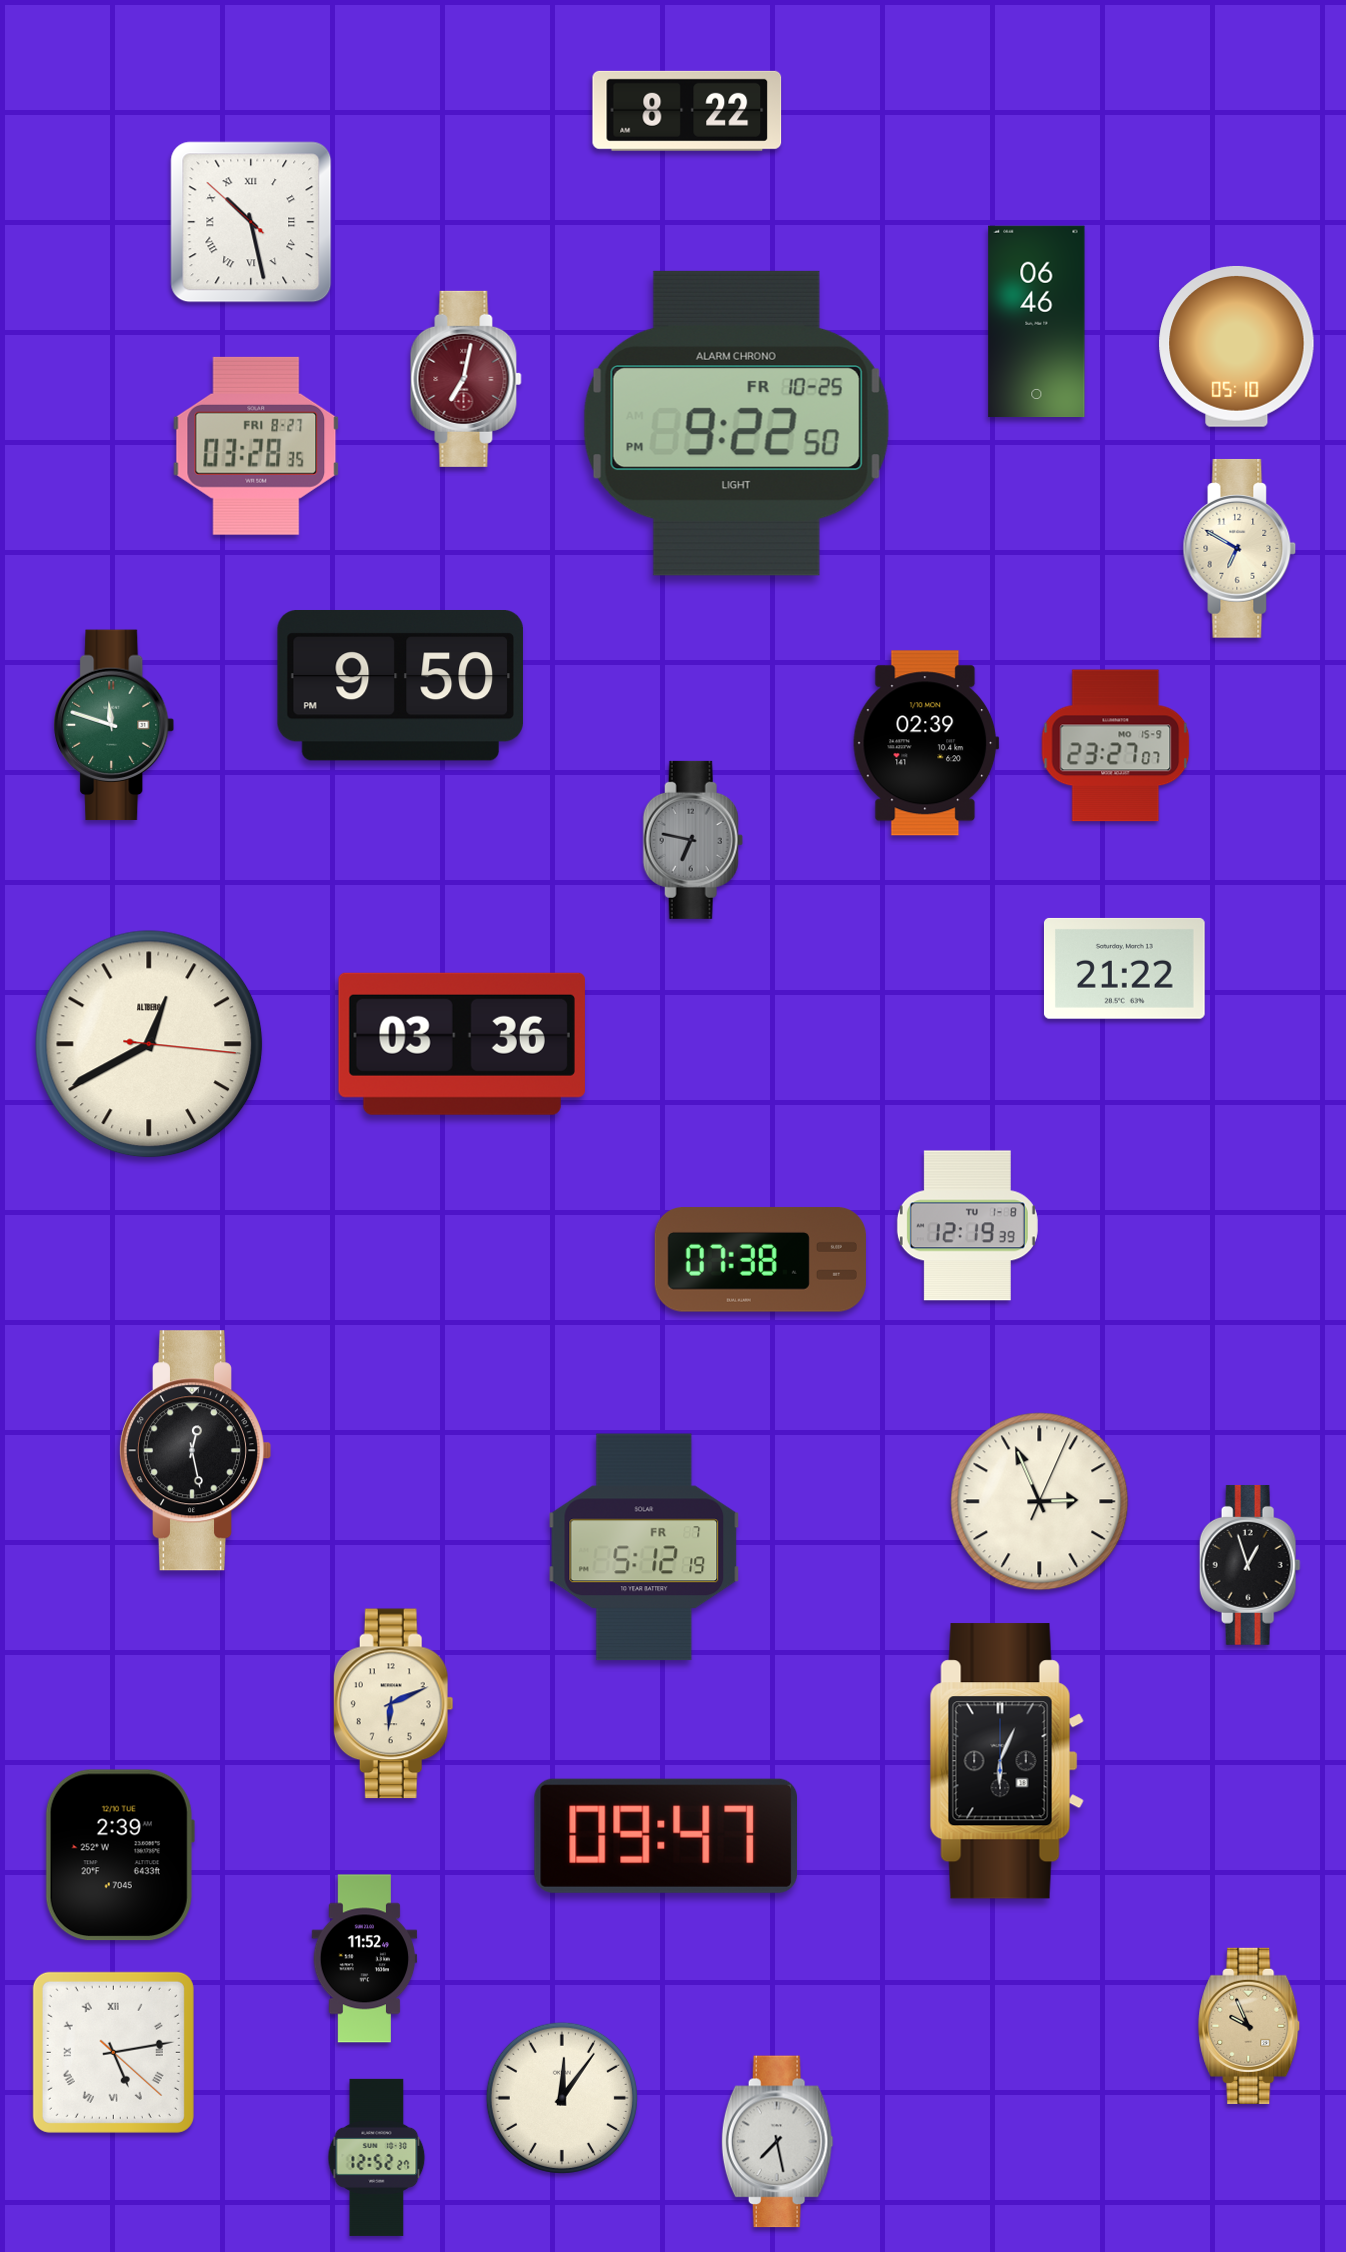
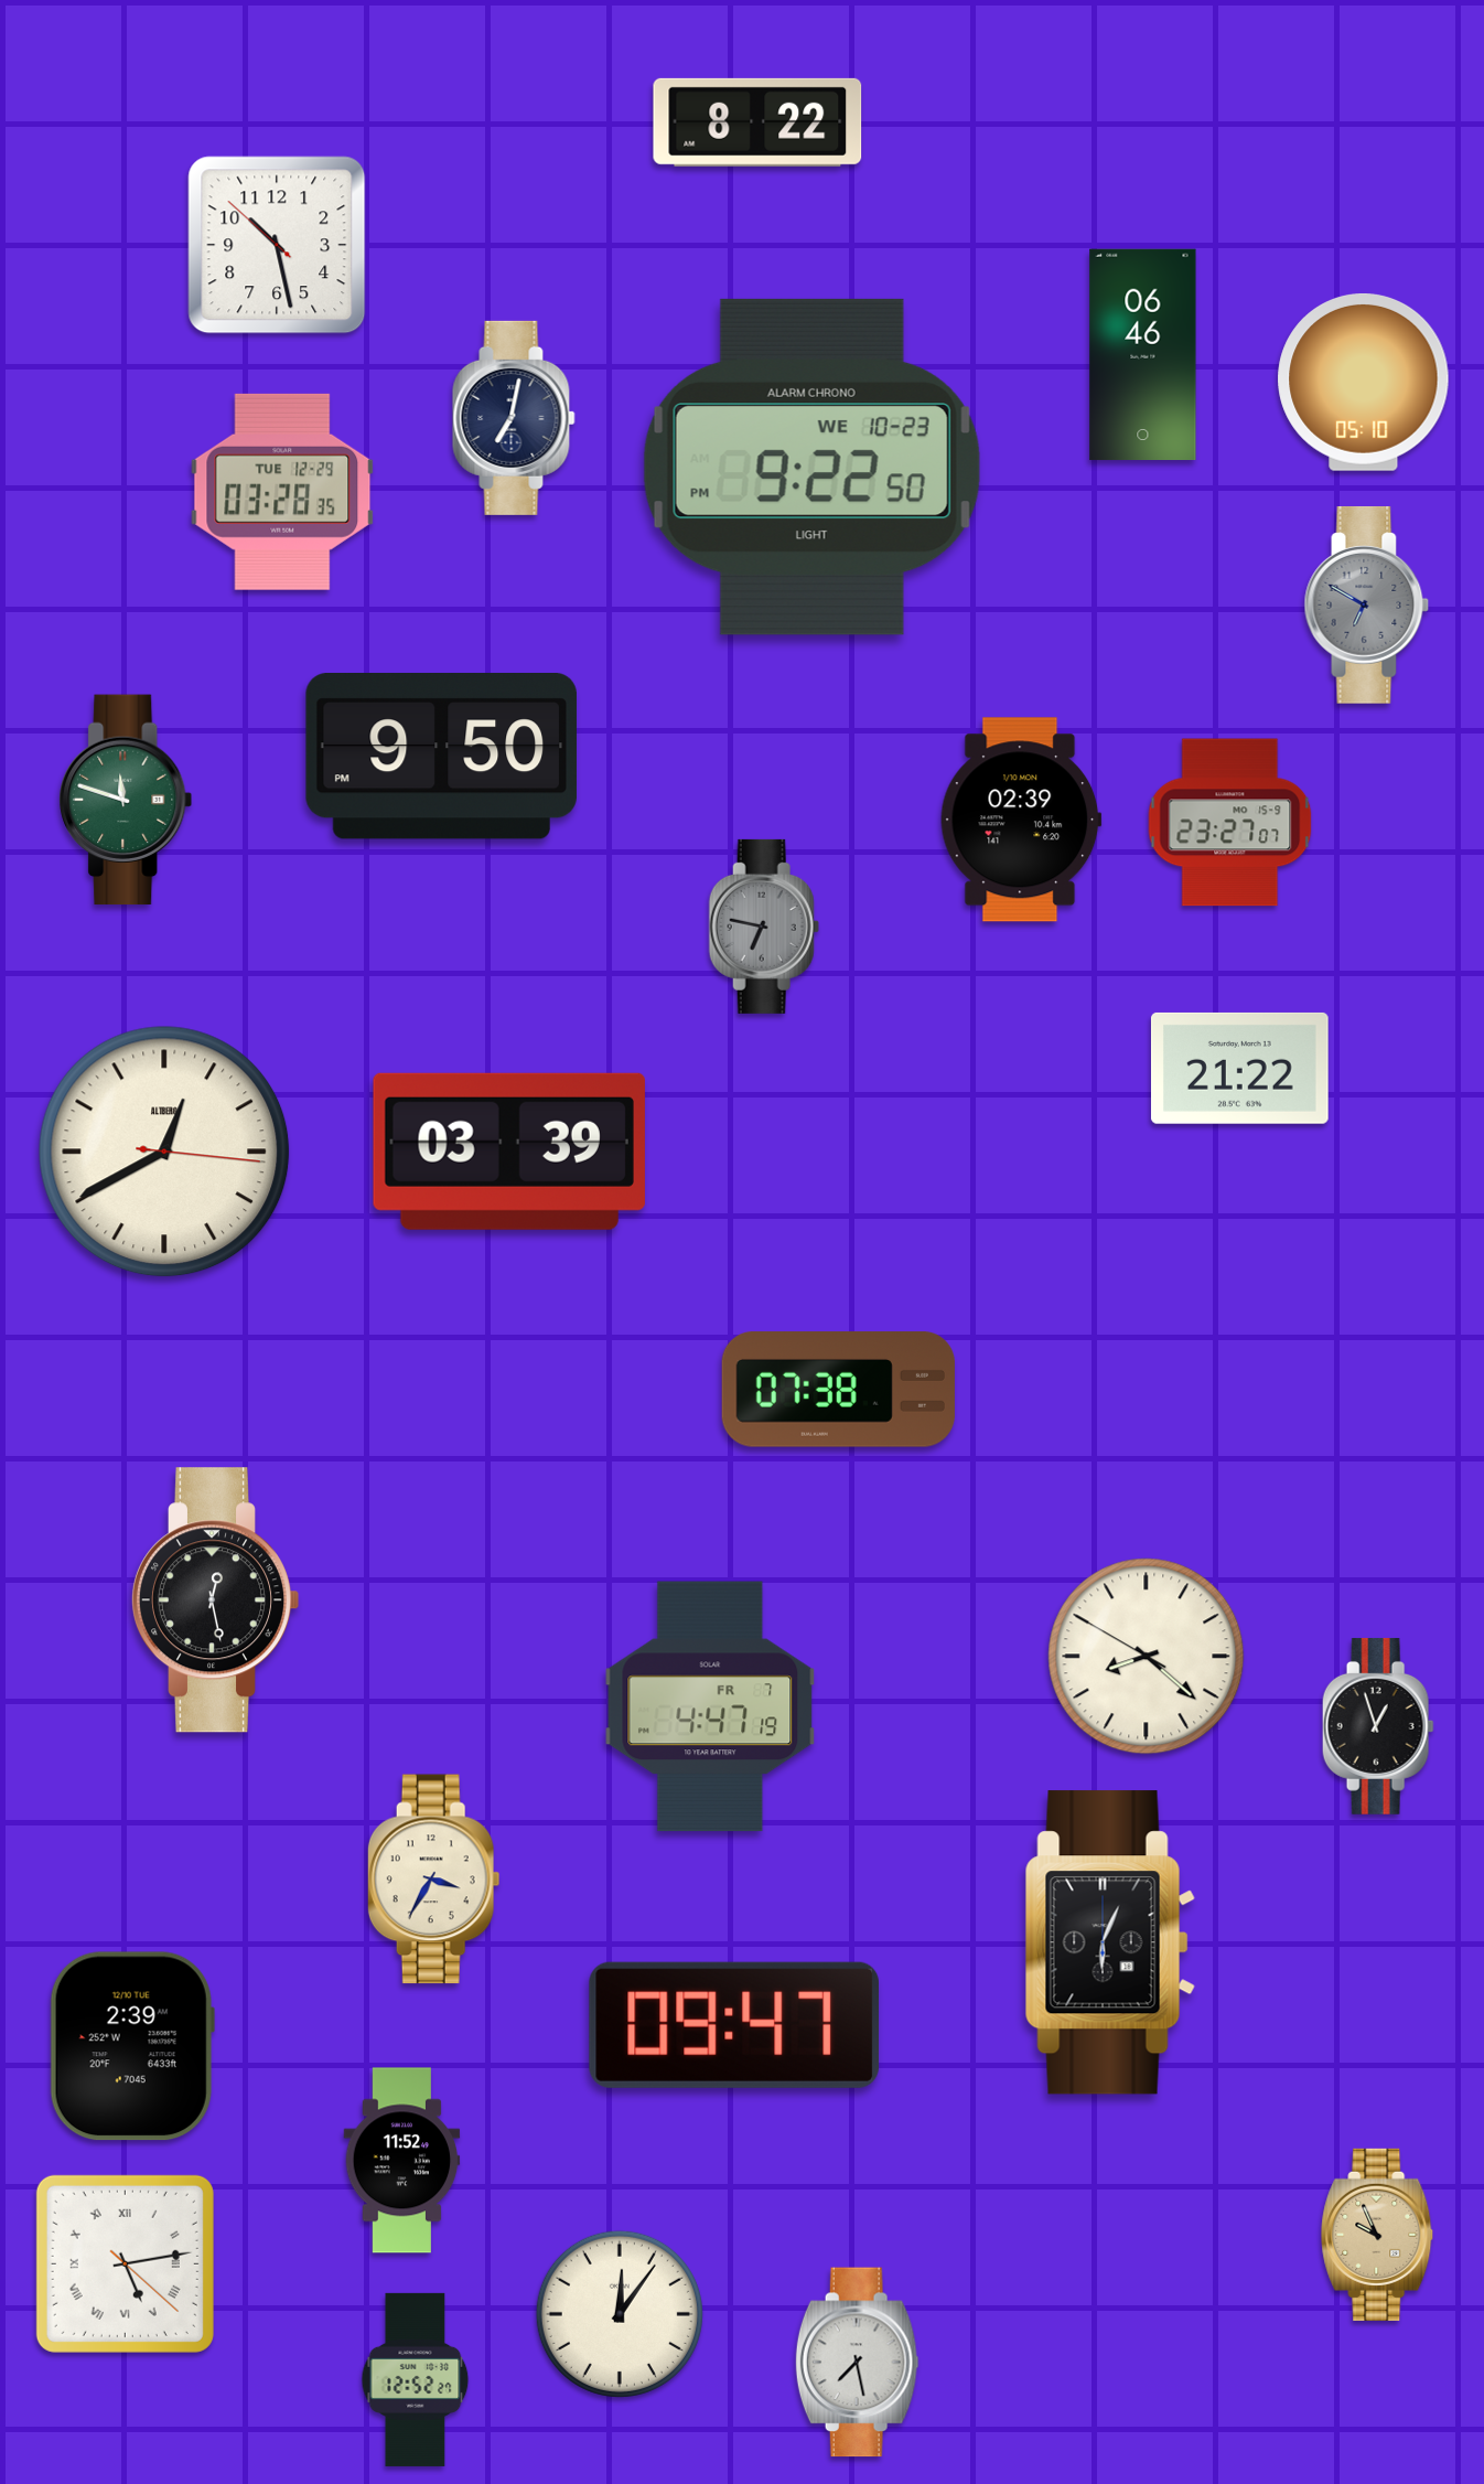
clock at (251, 222) numerals: Roman -> Arabic
clock at (466, 379) dial: burgundy -> navy
clock at (736, 423) date: FR 10-25 -> WE 10-23
clock at (256, 446) date: FRI 8-27 -> TUE 12-29
clock at (1240, 548) dial: cream -> grey
clock at (462, 1044): 03:36 -> 03:39
clock at (967, 1226): 12:19 -> none
clock at (1040, 1502): 2:56 -> 8:21
clock at (644, 1547): 5:12 -> 4:47
clock at (393, 1704): 6:11 -> 3:35
